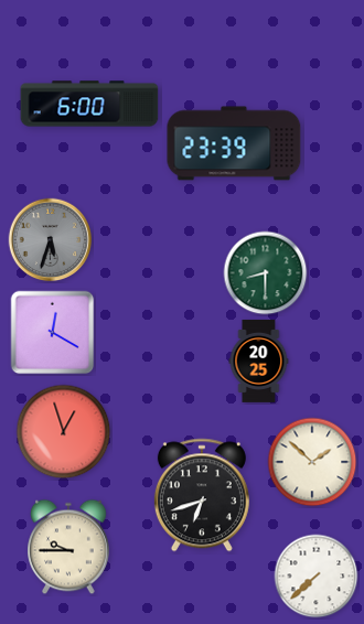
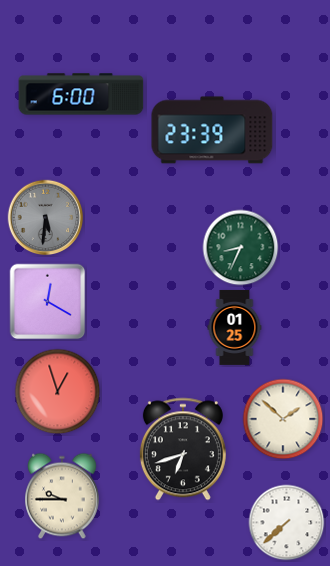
clock at (51, 240): 5:33 -> 5:31
clock at (266, 273): 8:30 -> 8:34
clock at (259, 361): 20:25 -> 01:25
